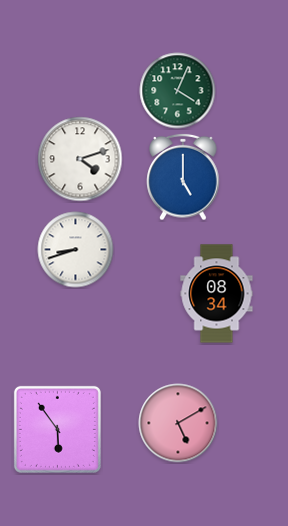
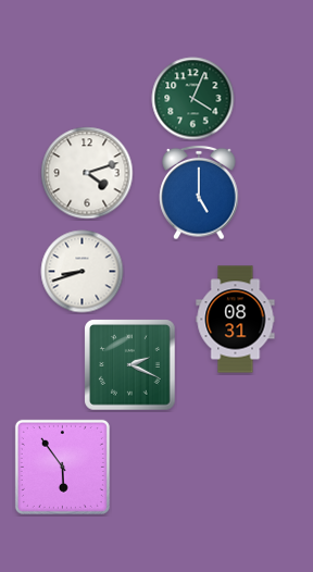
clock at (217, 294): 08:34 -> 08:31
clock at (130, 365): none -> 2:19
clock at (178, 423): 5:10 -> none
